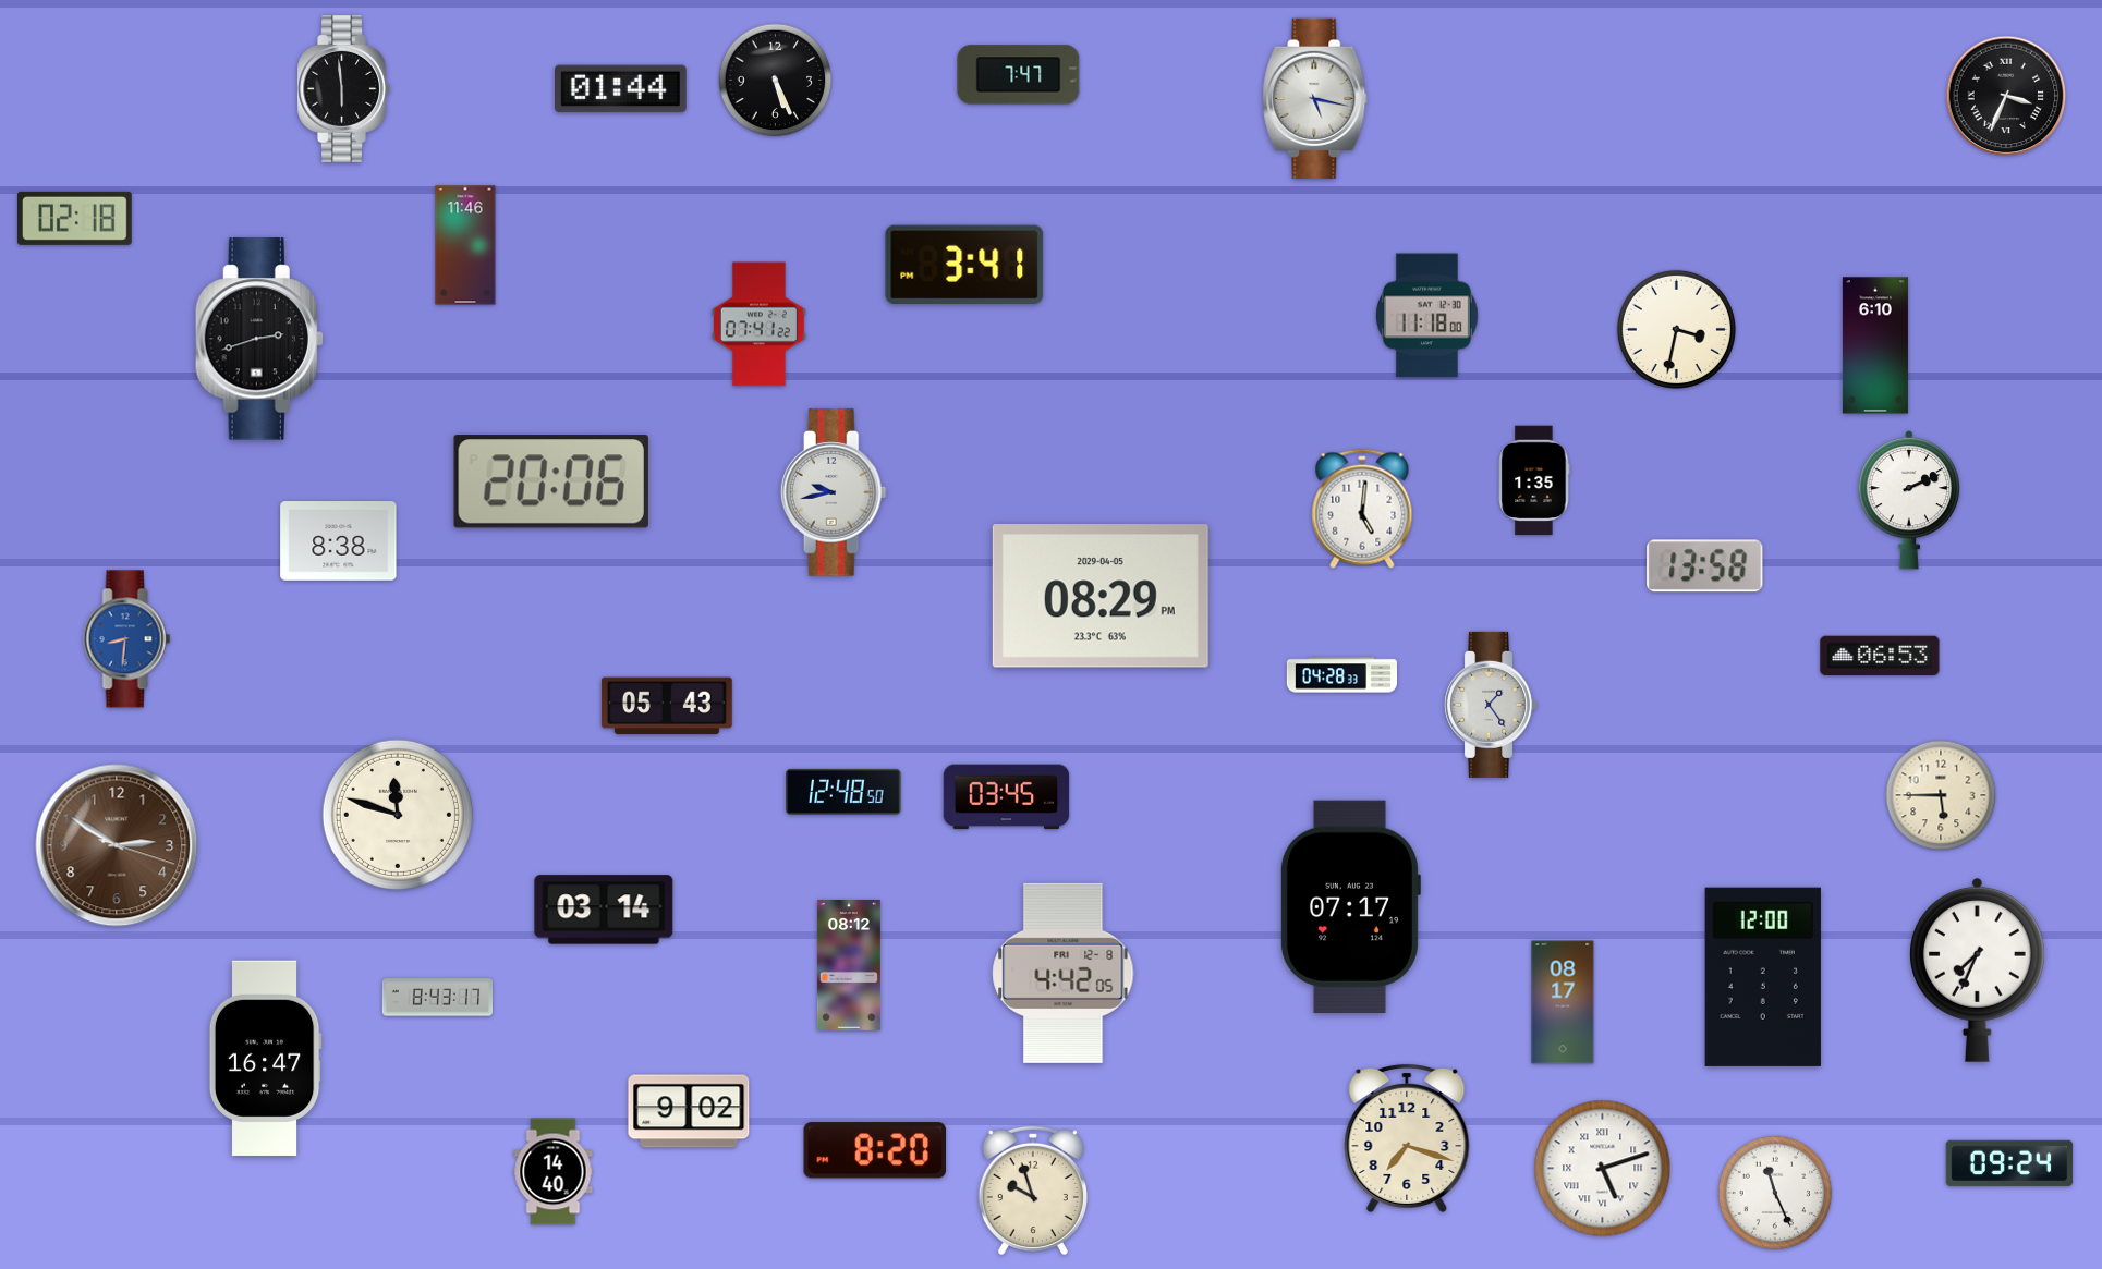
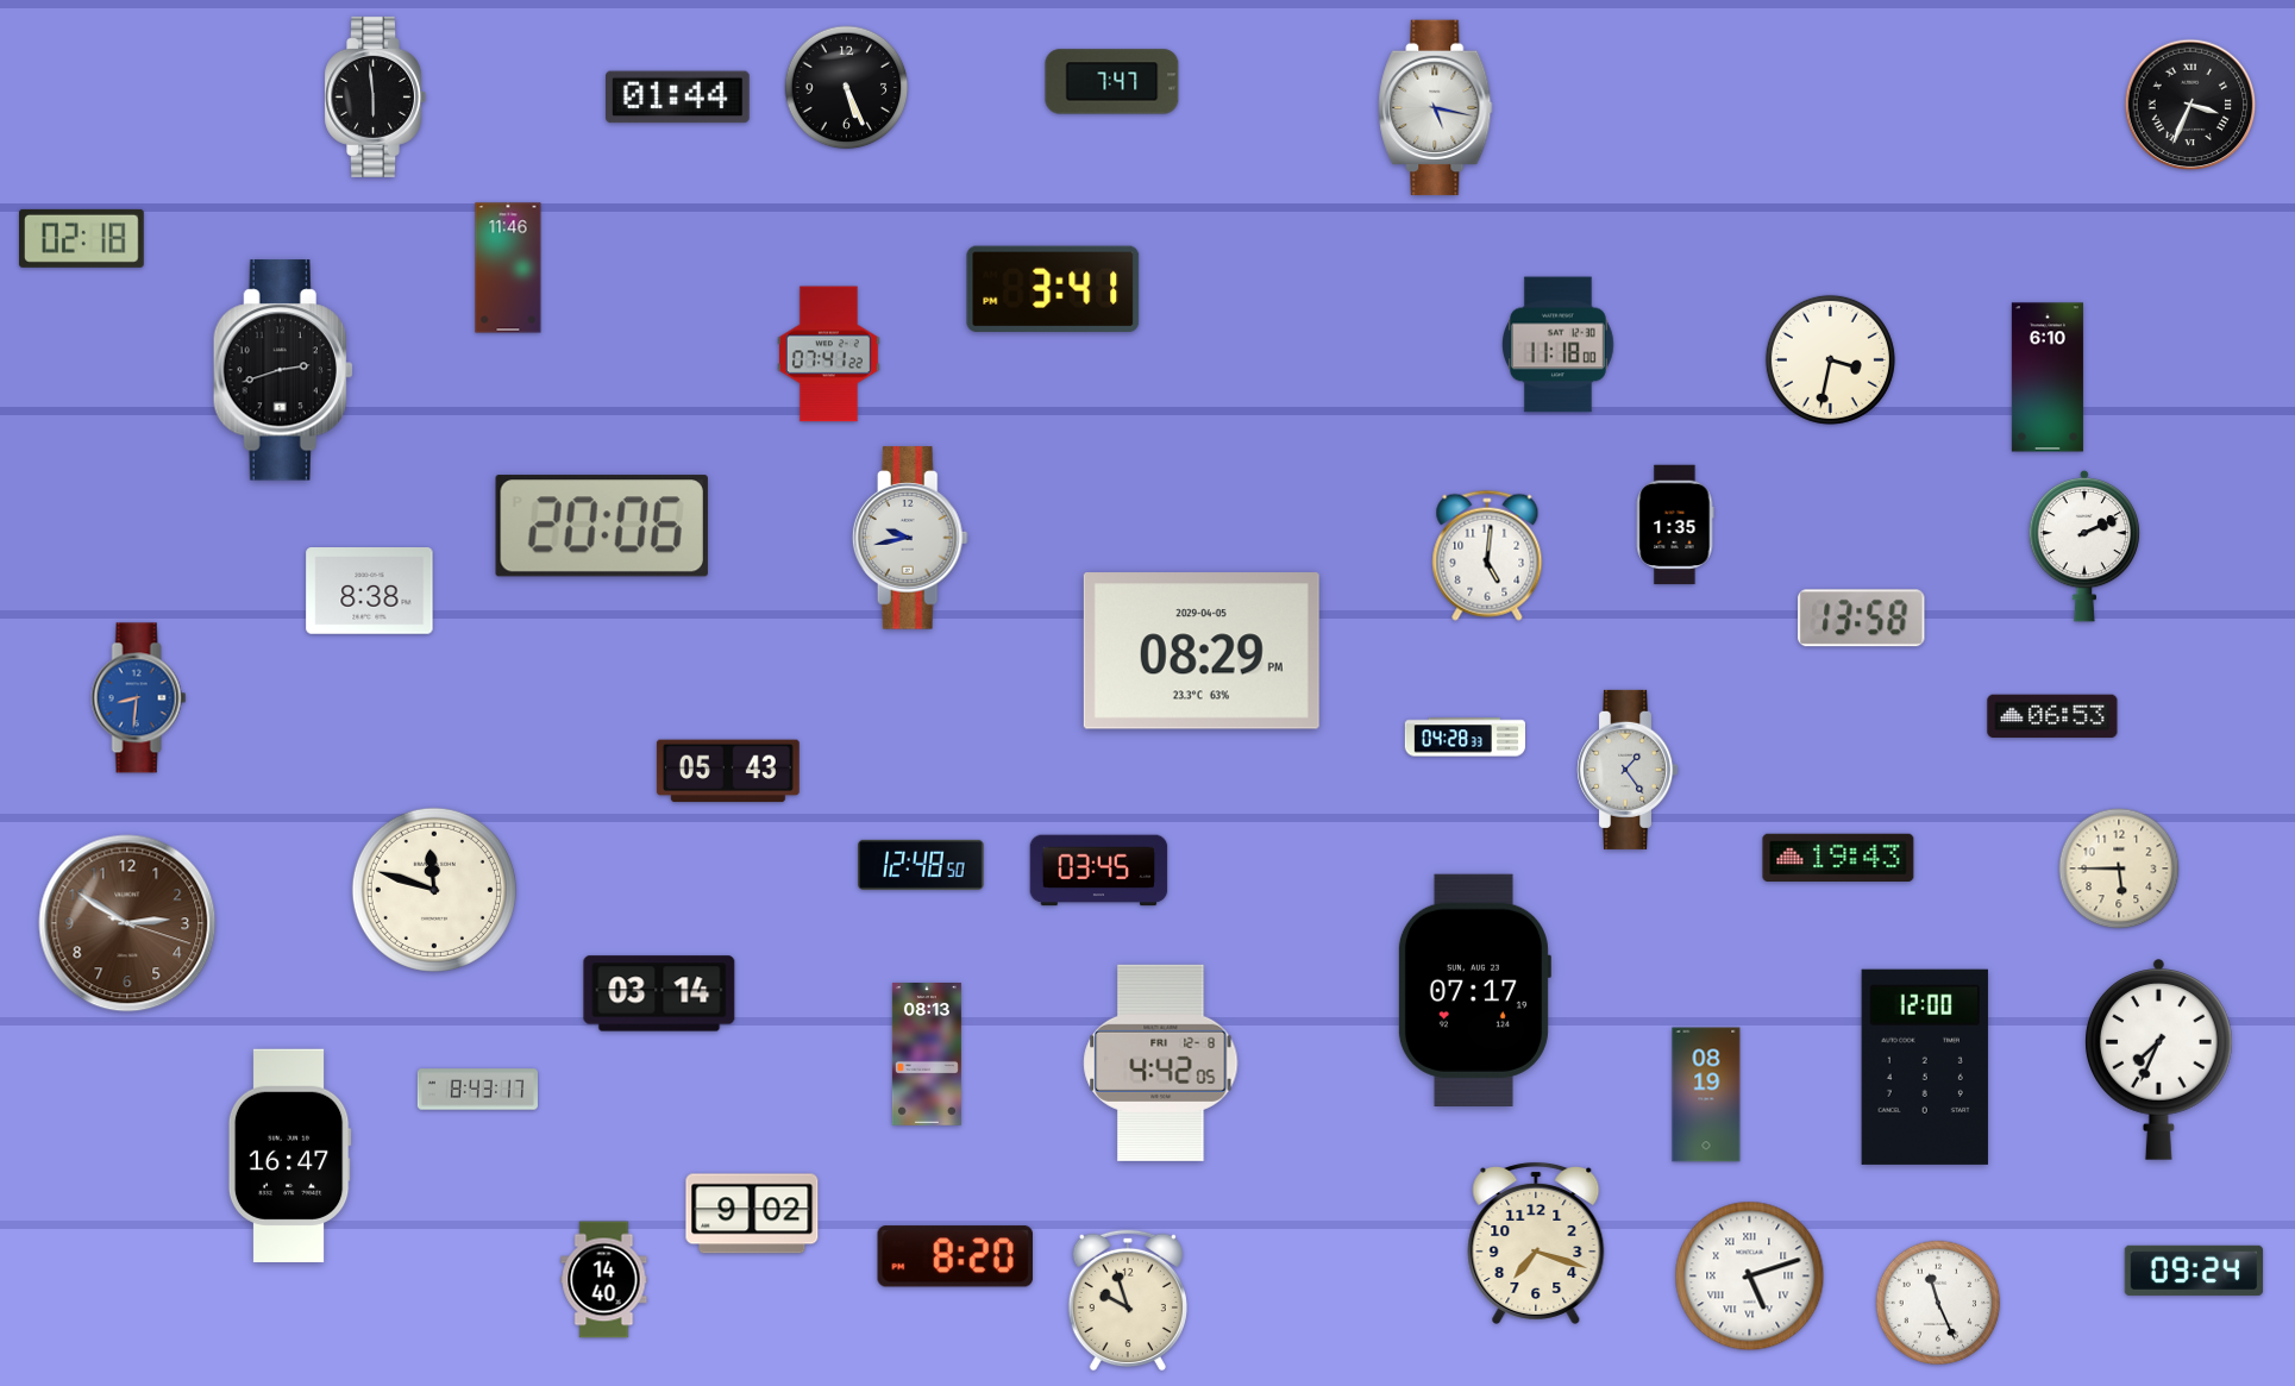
clock at (1838, 857): none -> 19:43
clock at (849, 966): 08:12 -> 08:13
clock at (1563, 1002): 08:17 -> 08:19
